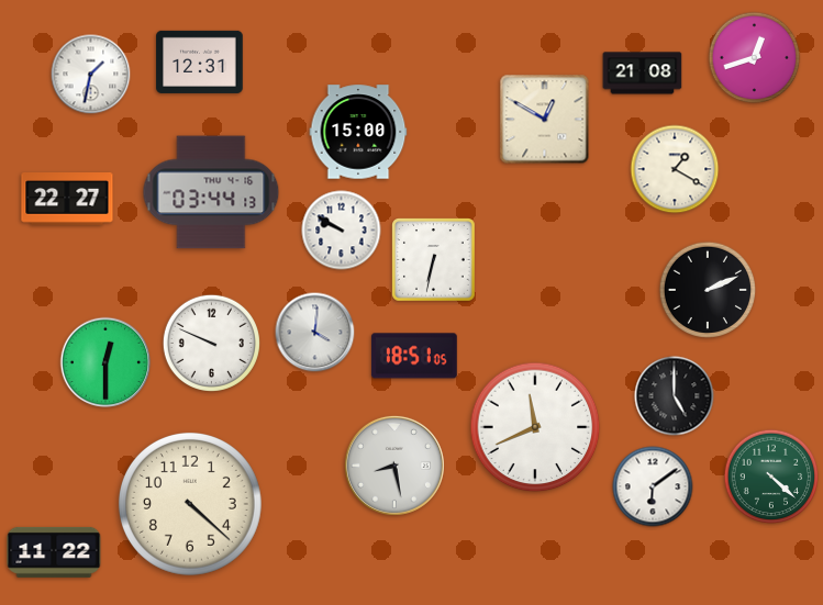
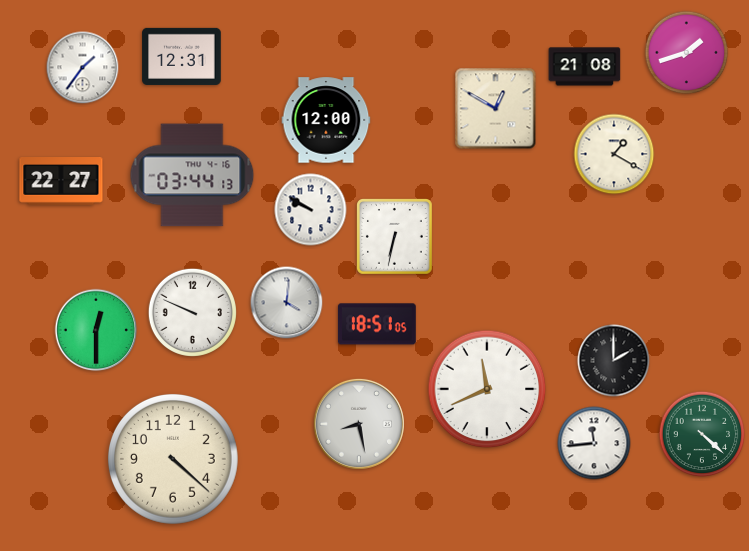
clock at (755, 58): 12:42 -> 1:42
clock at (91, 75): 1:32 -> 1:36
clock at (358, 132): 15:00 -> 12:00
clock at (707, 289): 2:11 -> none
clock at (675, 396): 5:00 -> 2:00
clock at (653, 486): 6:09 -> 11:44
clock at (54, 552): 11:22 -> none
